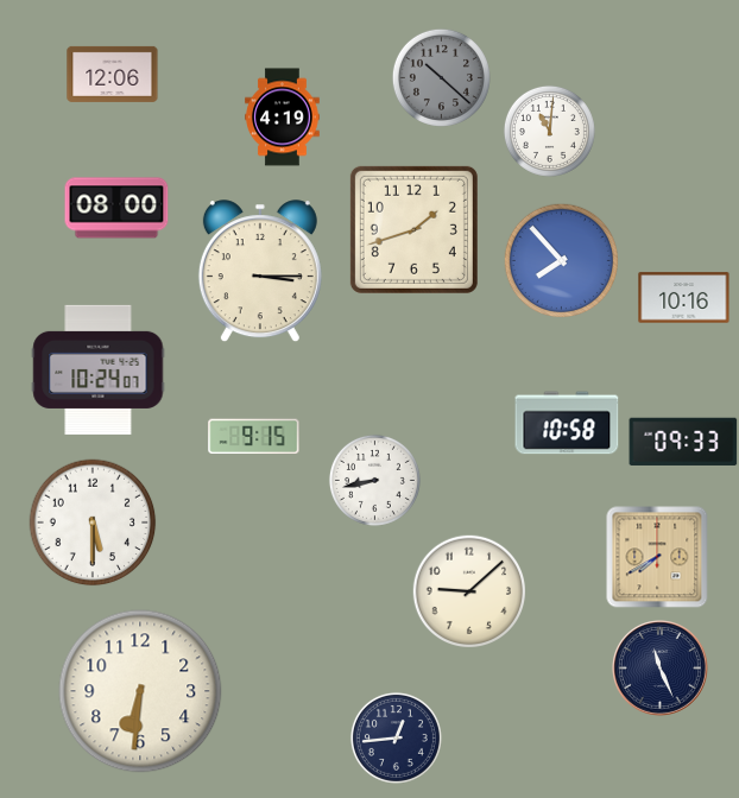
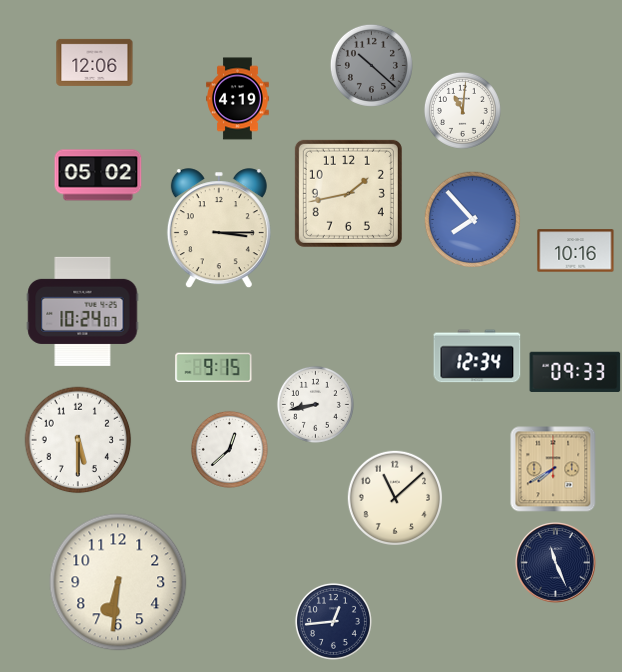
clock at (116, 208): 08:00 -> 05:02
clock at (413, 229): 1:42 -> 1:43
clock at (567, 423): 10:58 -> 12:34
clock at (229, 449): none -> 12:38
clock at (468, 590): 9:08 -> 11:08
